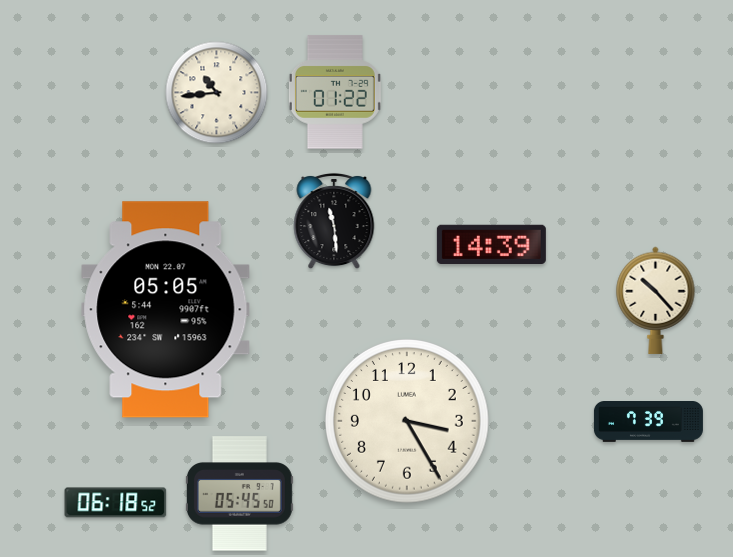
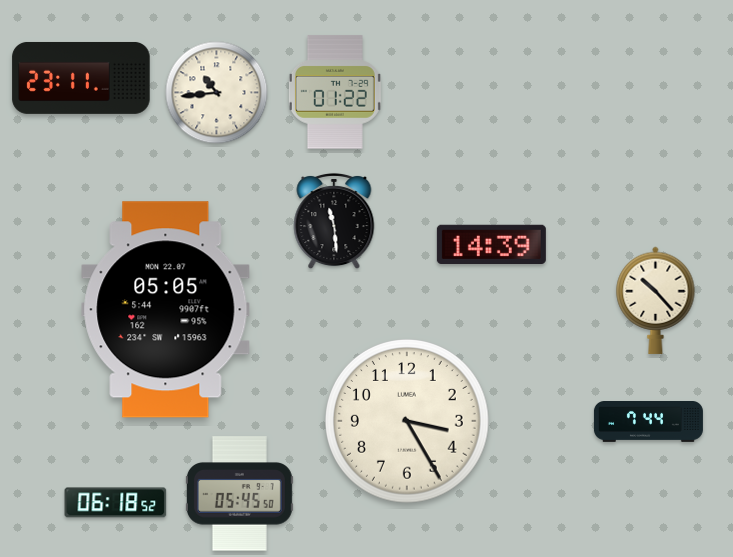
clock at (81, 78): none -> 23:11
clock at (648, 422): 7:39 -> 7:44
